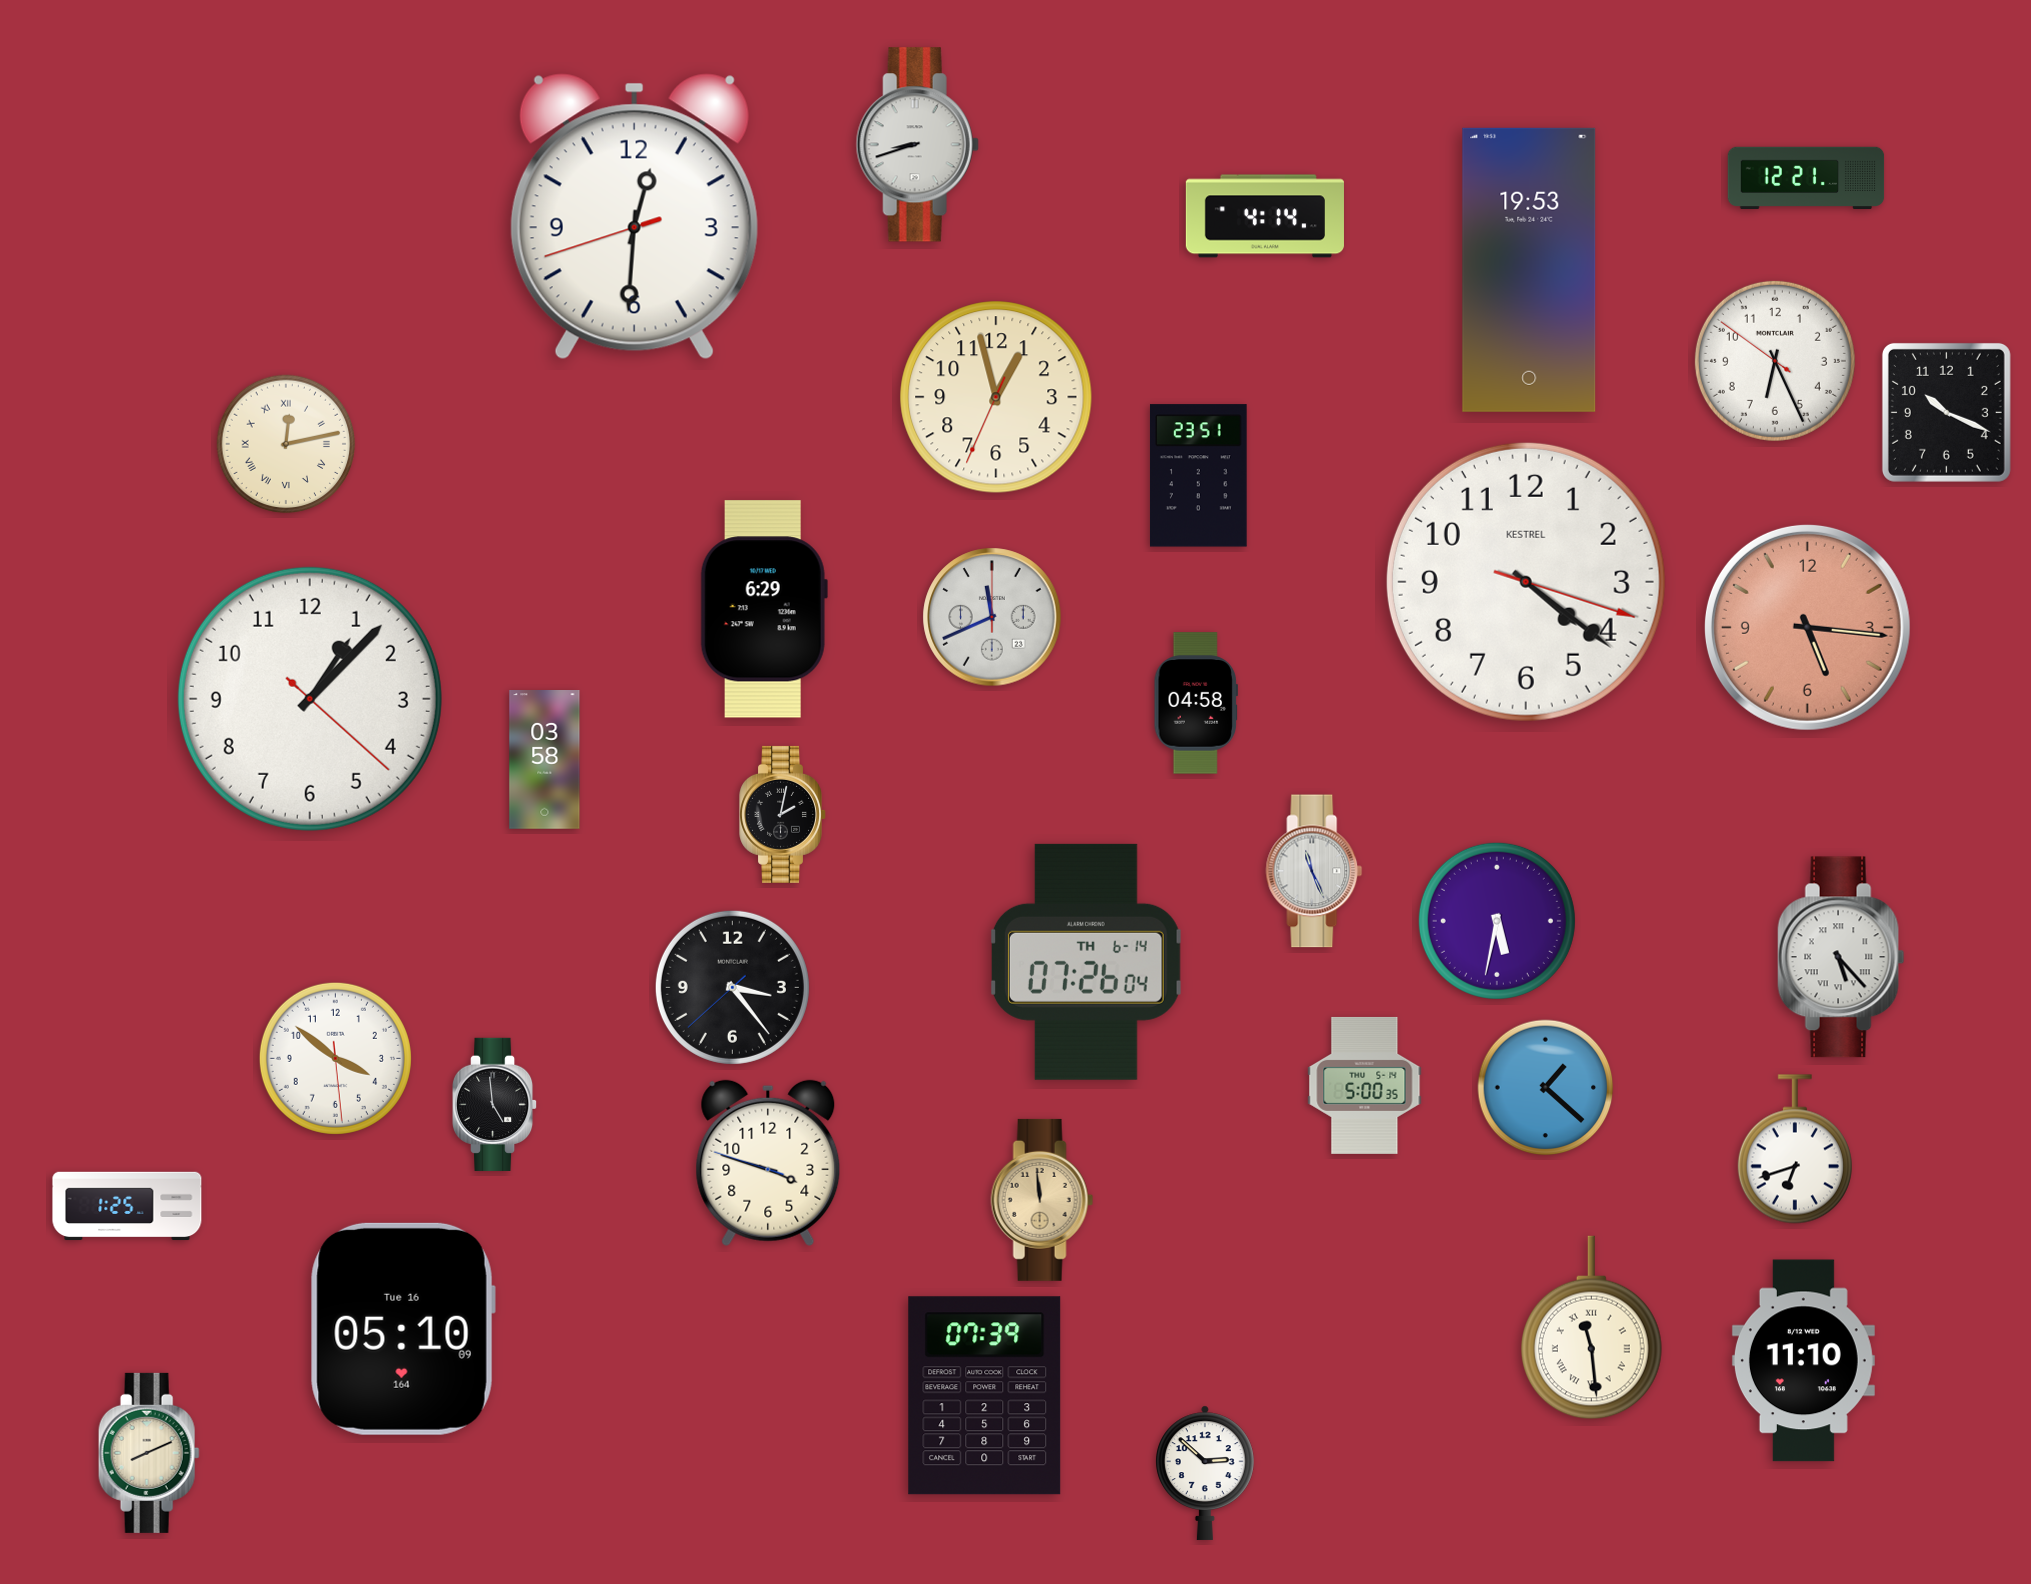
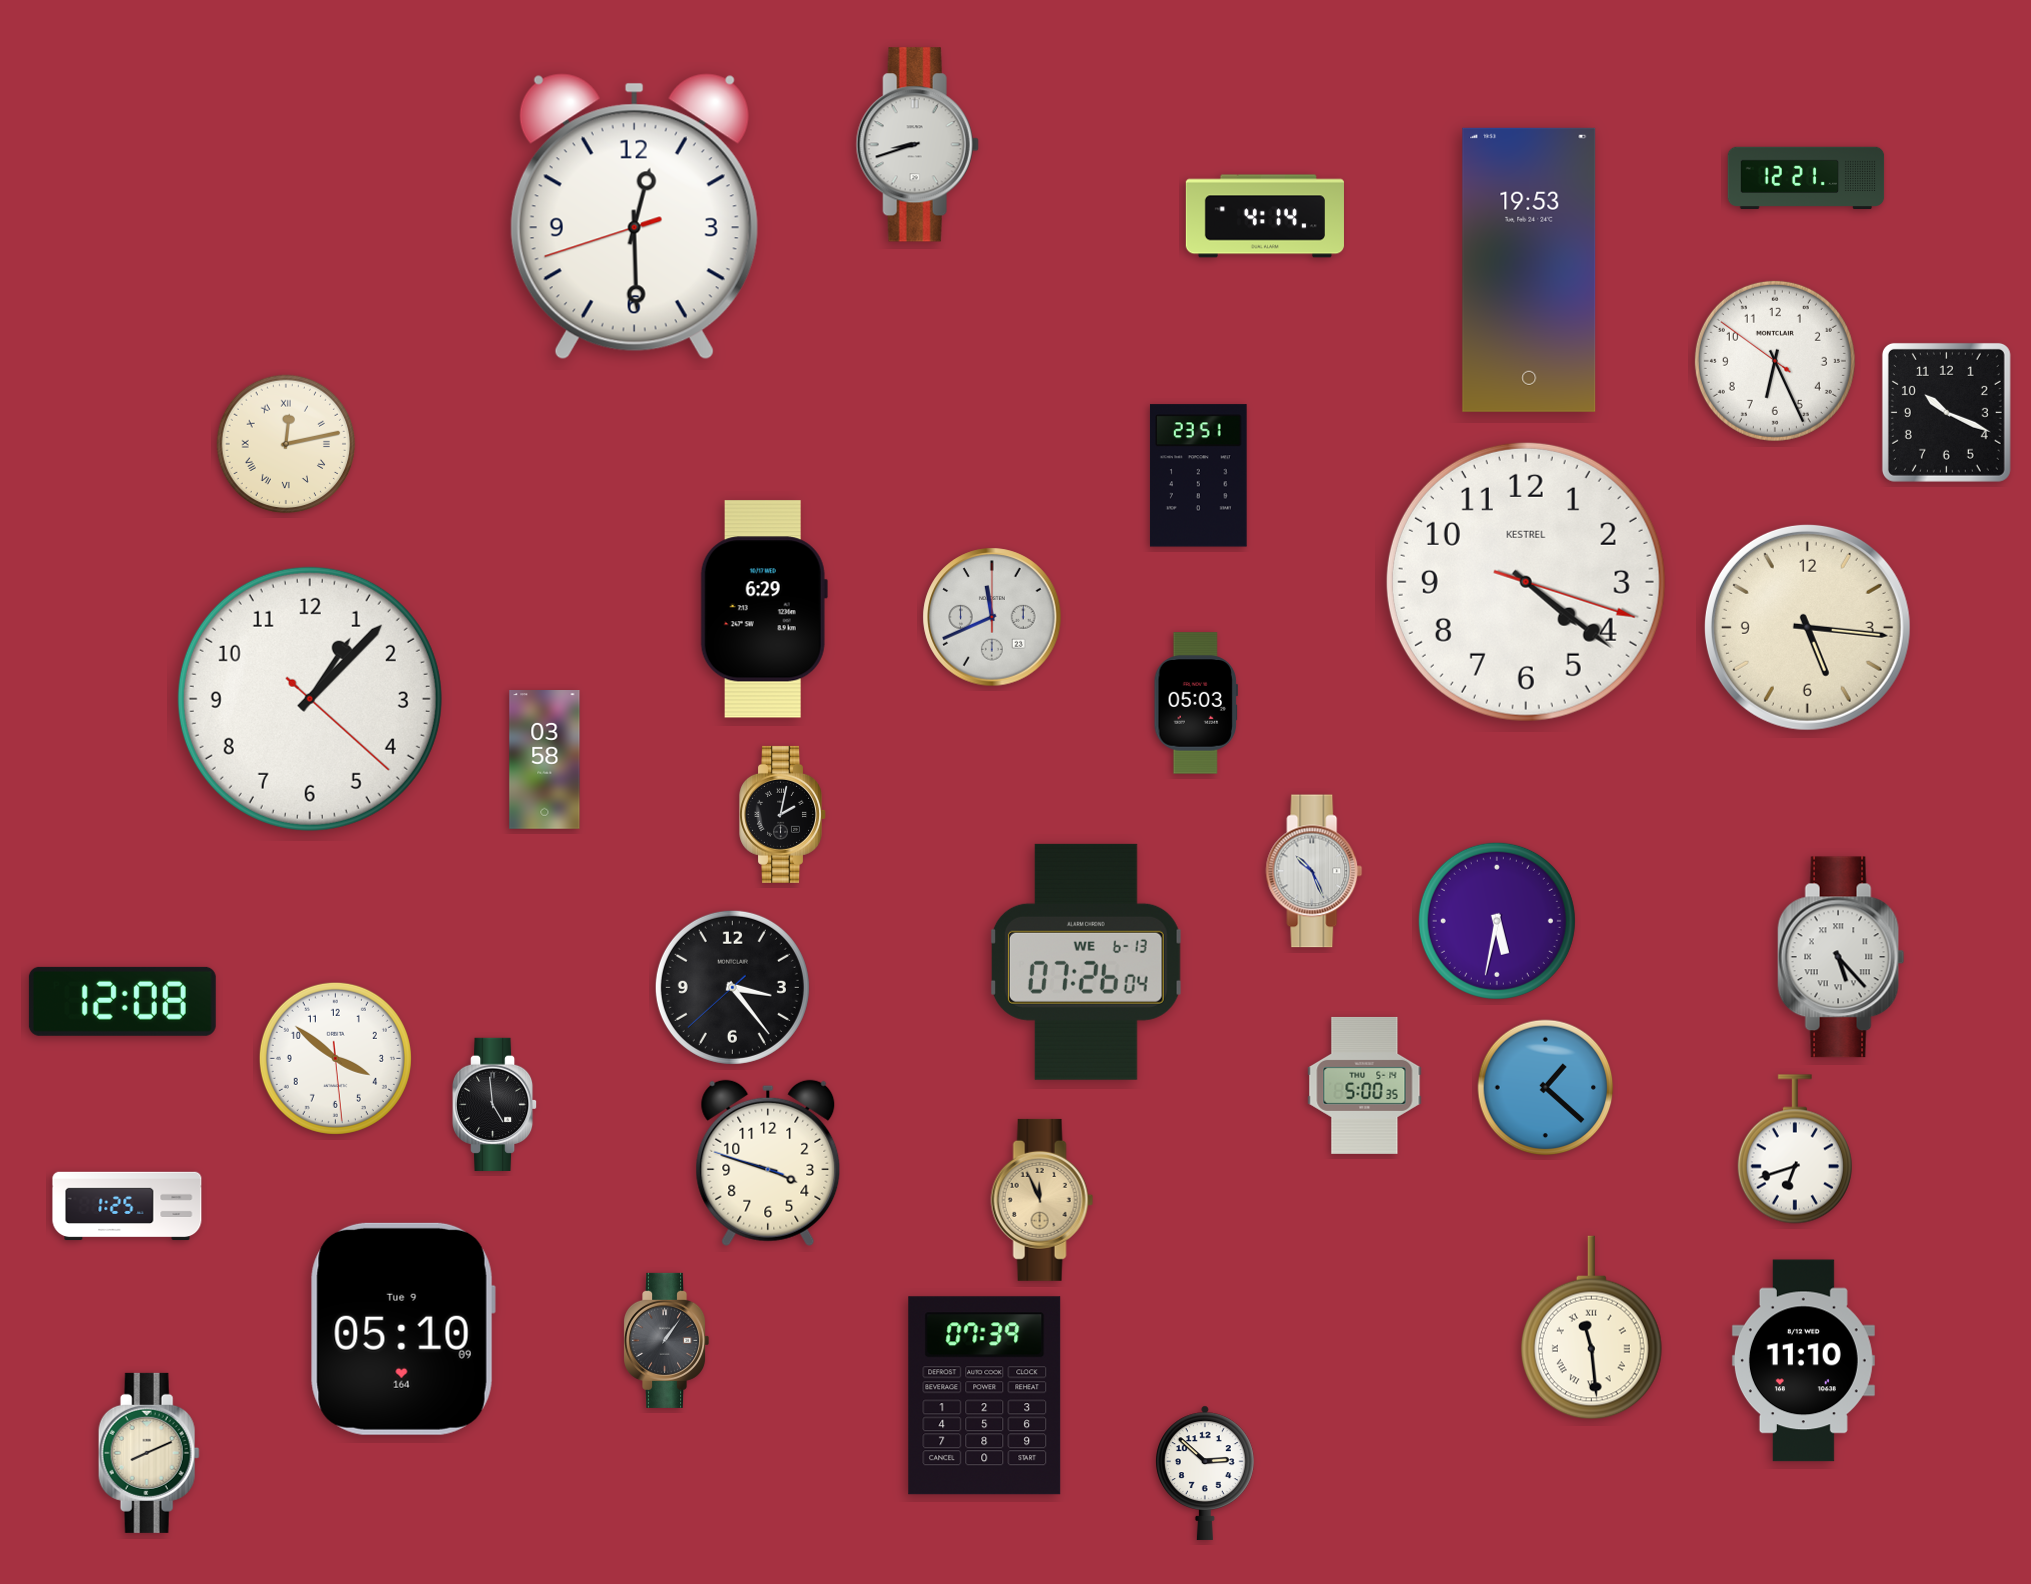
clock at (634, 217): 12:30 -> 12:29
clock at (996, 397): 12:57 -> none
clock at (1807, 627) dial: salmon -> cream
clock at (1196, 703): 04:58 -> 05:03
clock at (1314, 871): 11:26 -> 10:26
clock at (1086, 962) date: TH 6-14 -> WE 6-13
clock at (122, 1001): none -> 12:08
clock at (1042, 1200): 11:59 -> 11:56
clock at (403, 1329) date: Tue 16 -> Tue 9
clock at (667, 1340): none -> 1:06
